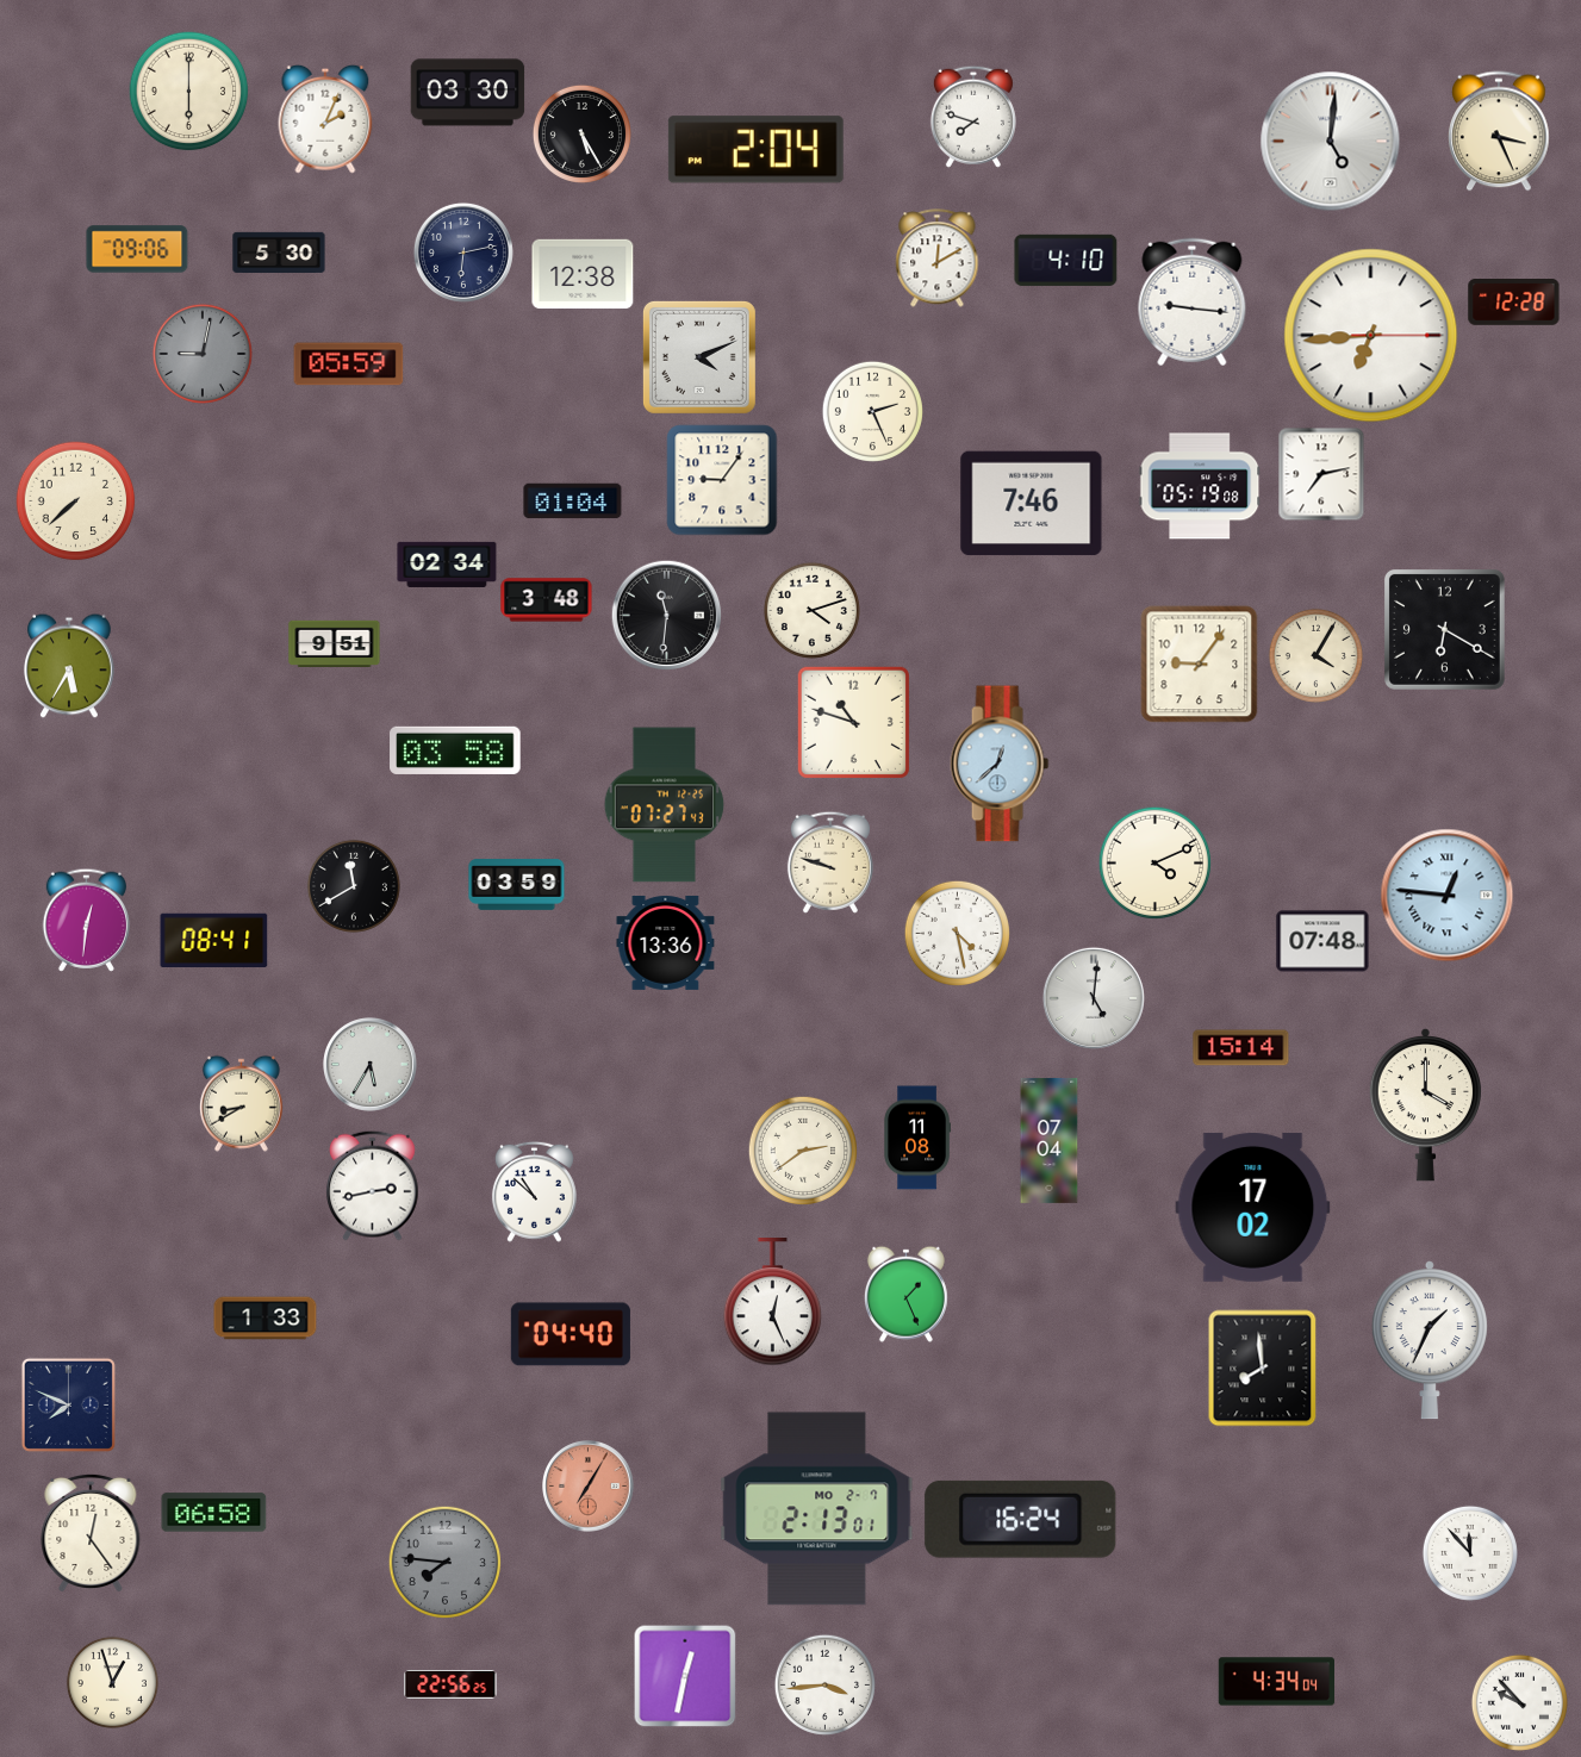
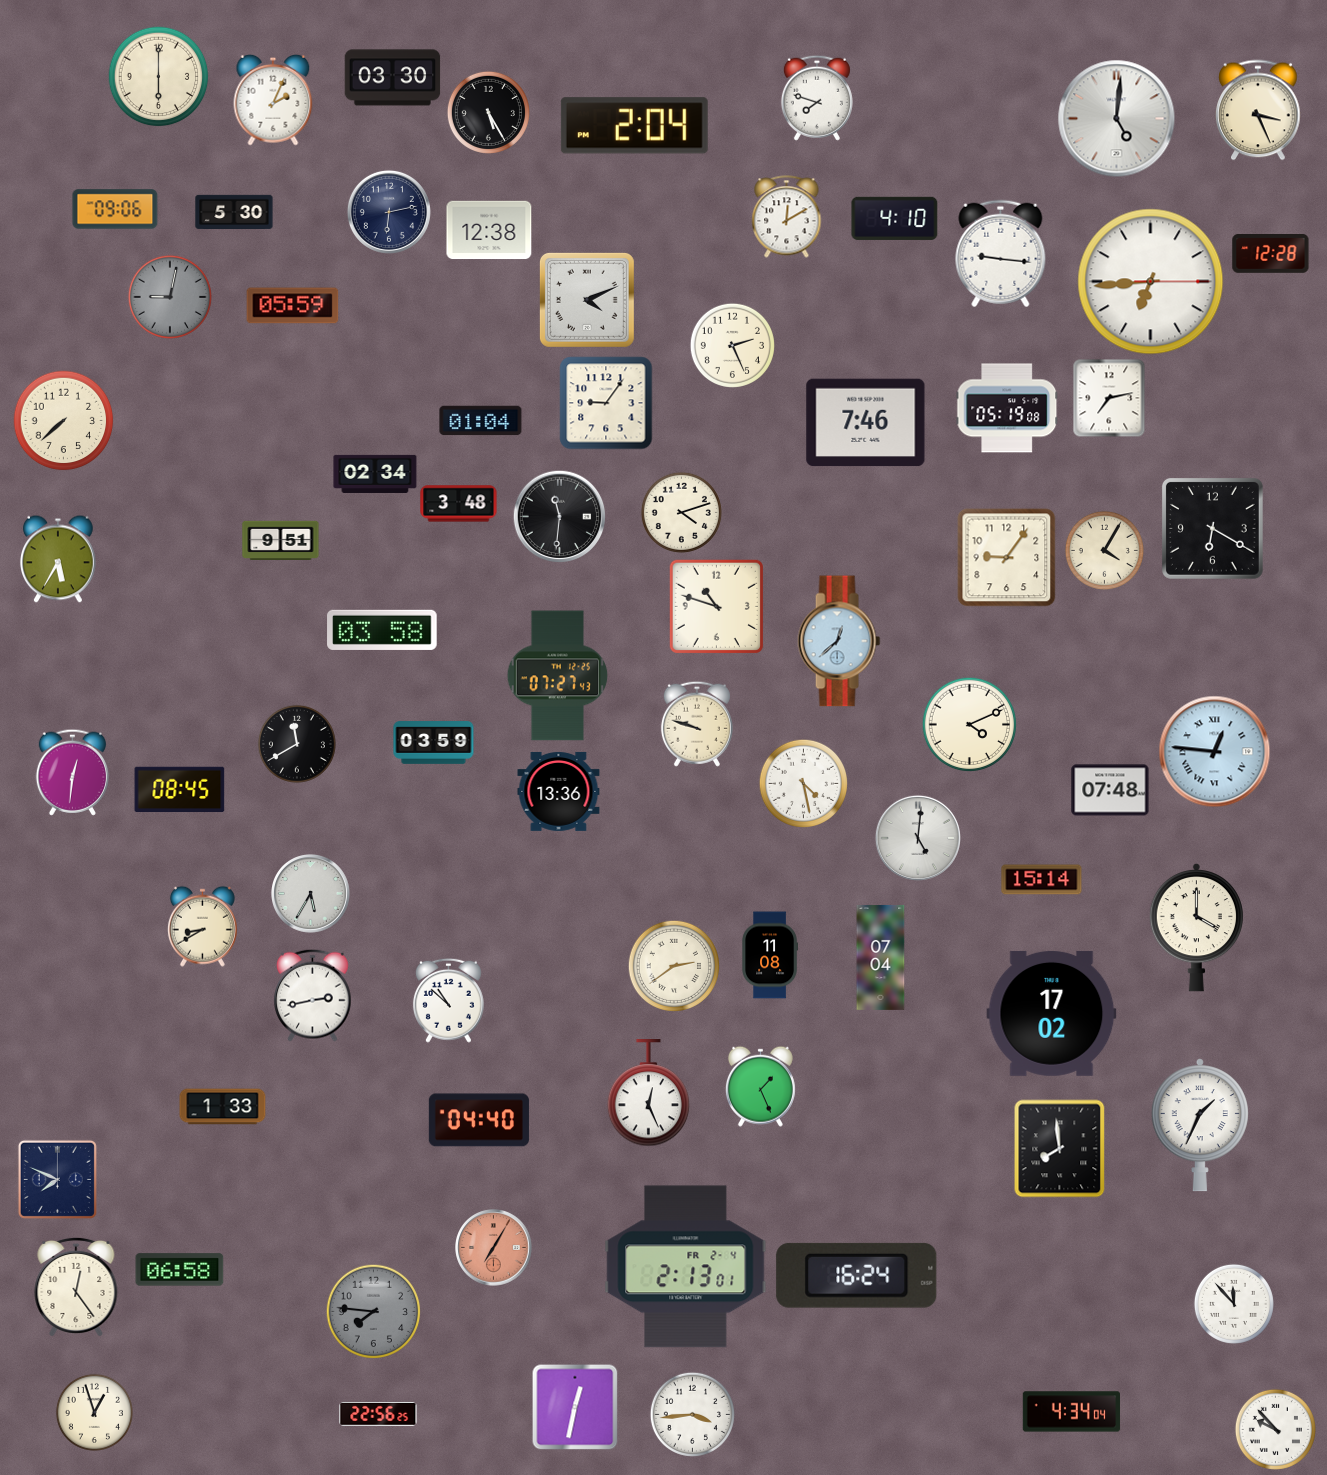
clock at (214, 941): 08:41 -> 08:45
clock at (817, 1509) date: MO 2-7 -> FR 2-4
